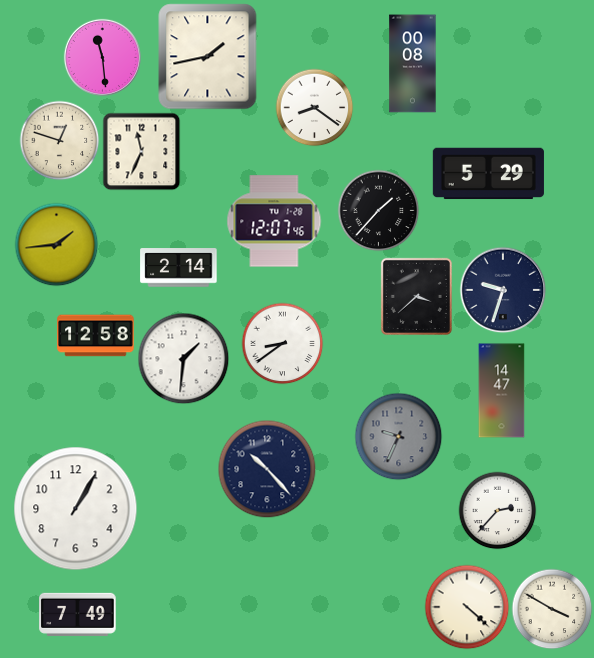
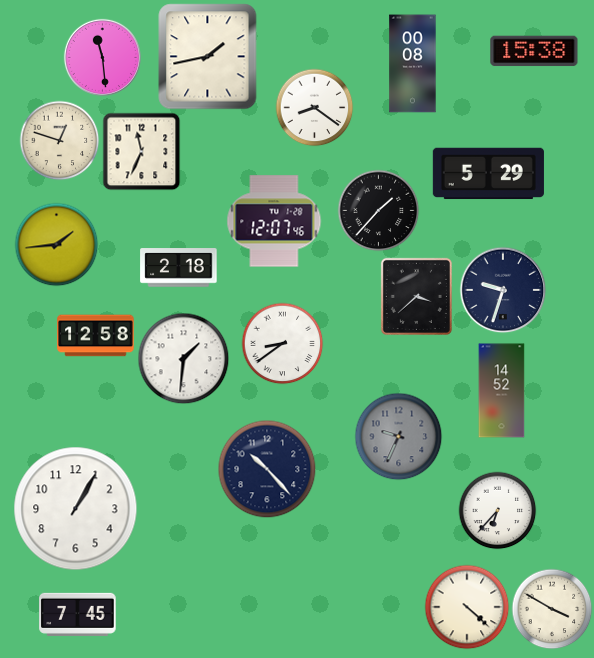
clock at (534, 51): none -> 15:38
clock at (179, 268): 2:14 -> 2:18
clock at (502, 391): 14:47 -> 14:52
clock at (497, 510): 2:37 -> 6:37
clock at (78, 614): 7:49 -> 7:45
